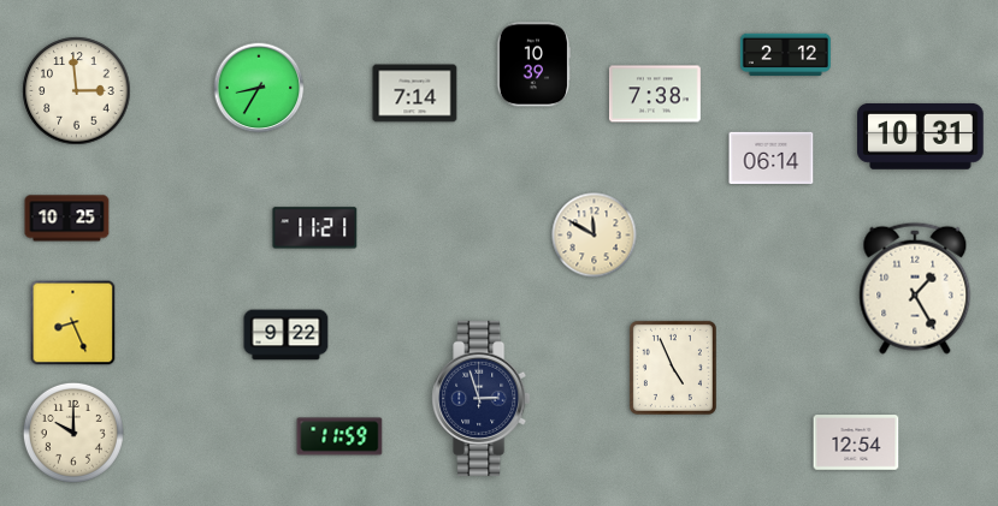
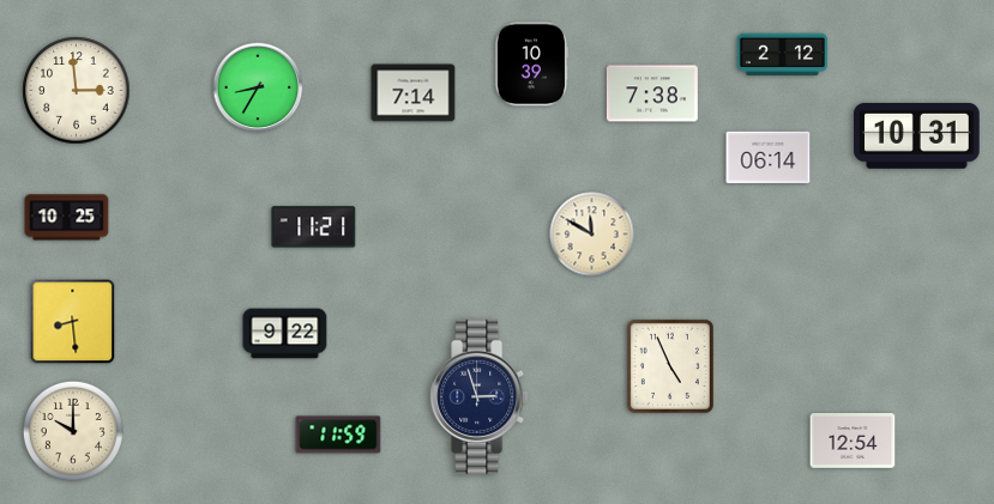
clock at (915, 288): 1:25 -> none
clock at (73, 323): 8:26 -> 8:29
